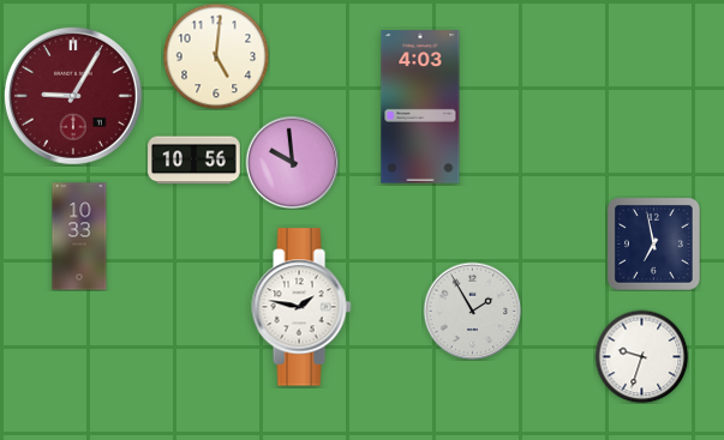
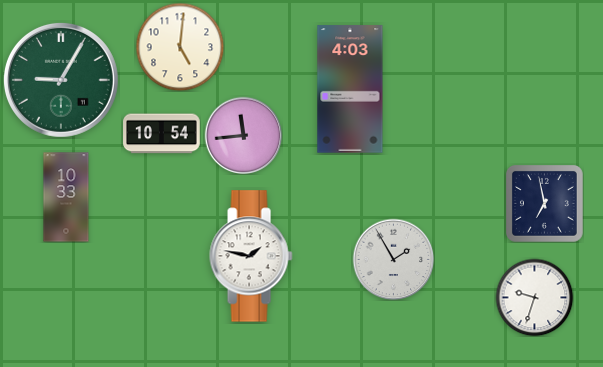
clock at (73, 96) dial: burgundy -> green
clock at (195, 161): 10:56 -> 10:54
clock at (292, 162): 9:59 -> 11:44
